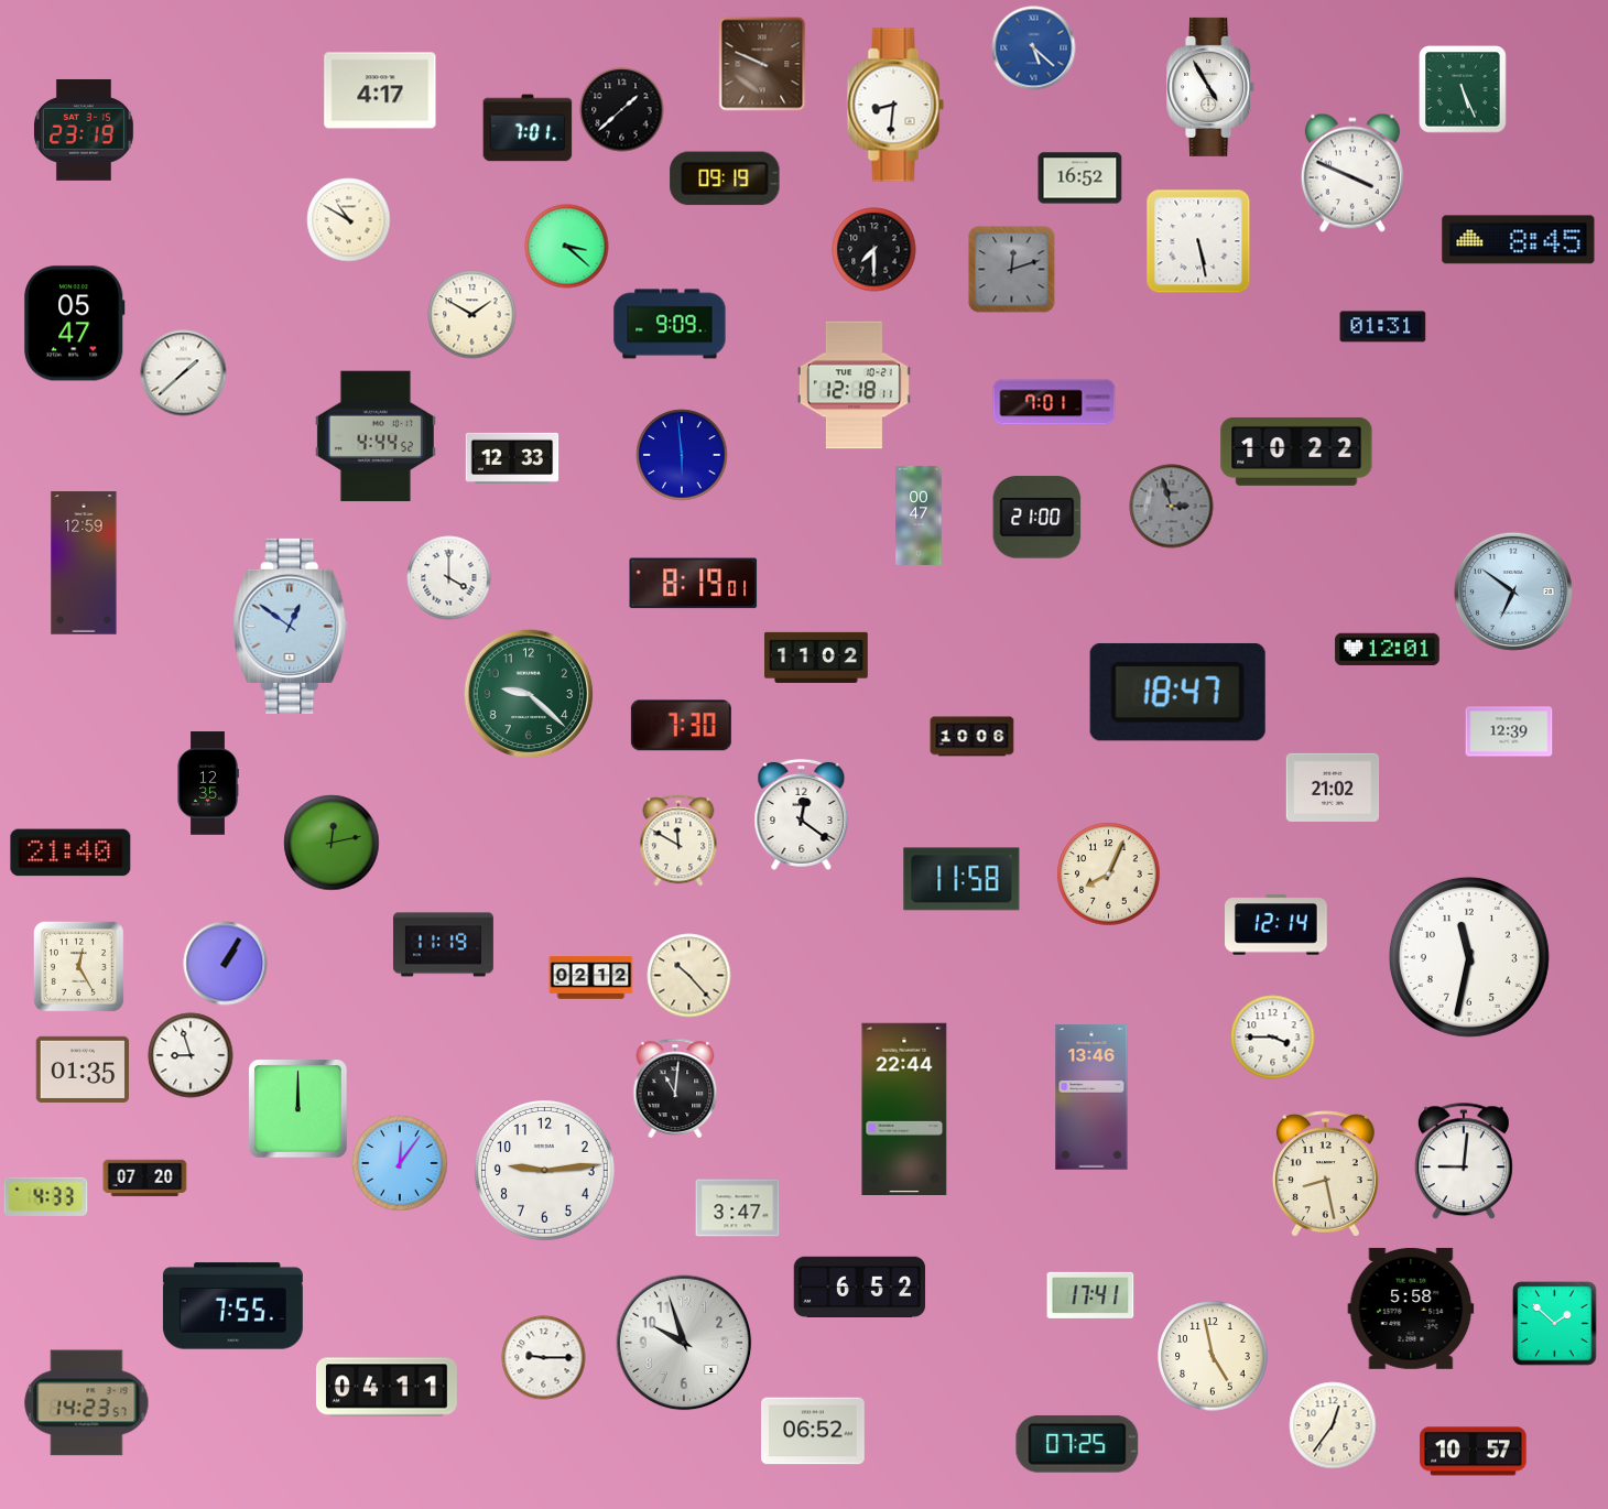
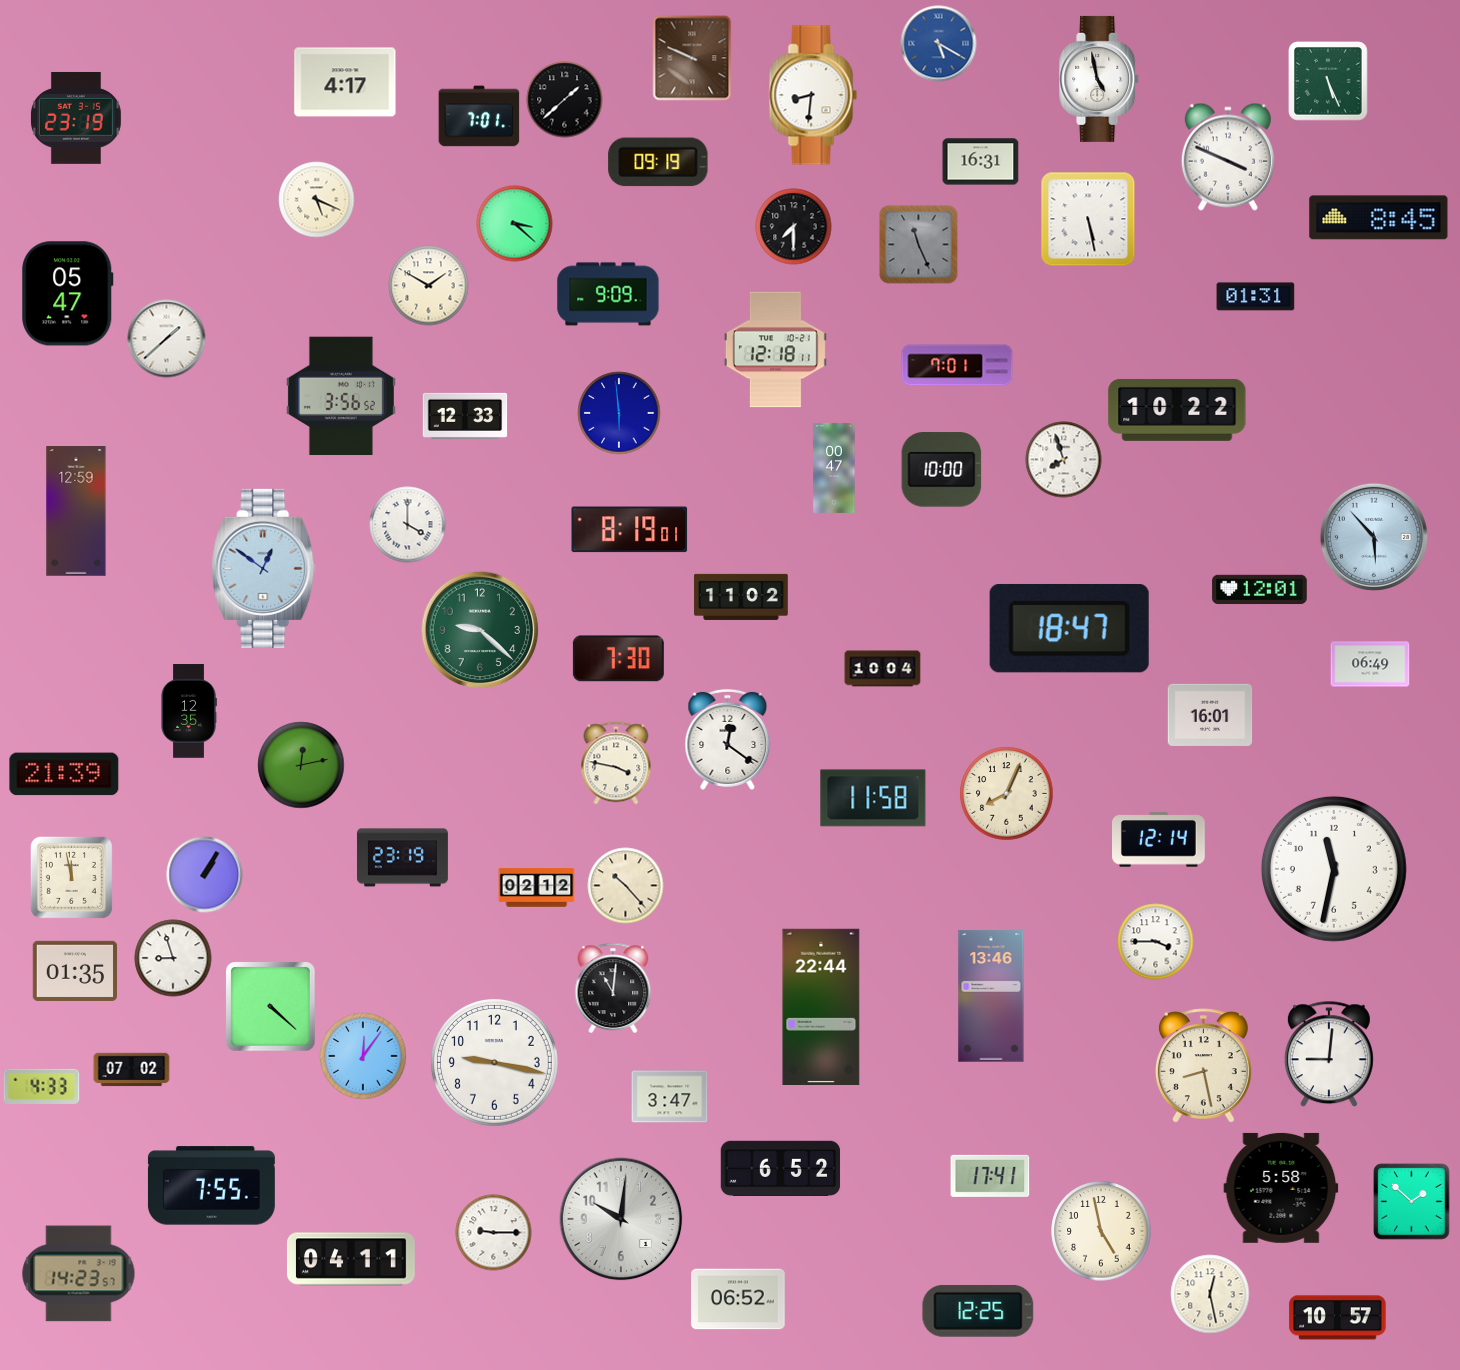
clock at (1034, 48): 5:22 -> 5:20
clock at (1212, 87): 4:55 -> 4:58
clock at (1080, 178): 16:52 -> 16:31
clock at (349, 220): 10:50 -> 5:19
clock at (1012, 270): 12:12 -> 11:26
clock at (376, 436): 4:44 -> 3:56
clock at (1172, 507): 2:57 -> 7:57
clock at (1172, 507) dial: grey -> white
clock at (1037, 518): 21:00 -> 10:00
clock at (1513, 591): 6:51 -> 5:53
clock at (1509, 731): 12:39 -> 06:49
clock at (973, 737): 10:06 -> 10:04
clock at (1333, 788): 21:02 -> 16:01
clock at (678, 840): 11:50 -> 3:47
clock at (70, 853): 21:40 -> 21:39
clock at (443, 945): 11:19 -> 23:19
clock at (78, 966): 12:25 -> 11:58
clock at (298, 1109): 12:00 -> 4:22
clock at (544, 1170): 9:14 -> 9:17
clock at (145, 1179): 07:20 -> 07:02
clock at (684, 1343): 9:57 -> 10:01
clock at (1333, 1425): 12:36 -> 12:28
clock at (1077, 1444): 07:25 -> 12:25
